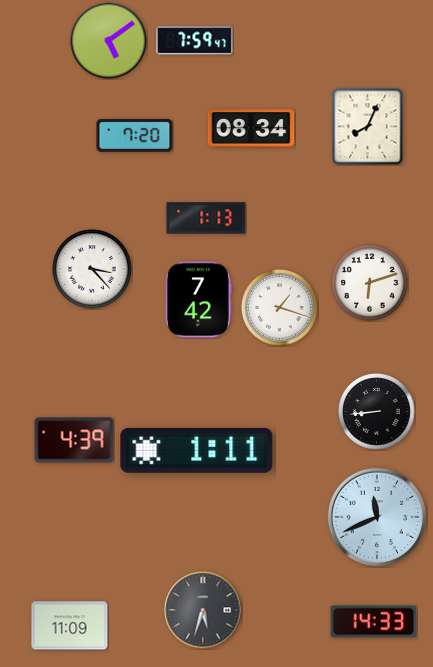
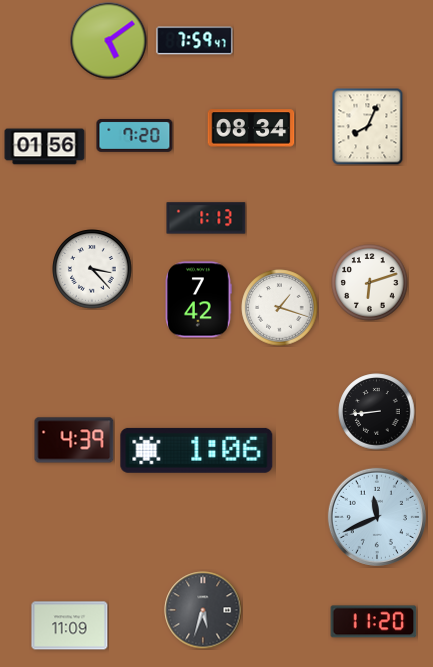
clock at (45, 147): none -> 01:56
clock at (197, 450): 1:11 -> 1:06
clock at (374, 622): 14:33 -> 11:20
